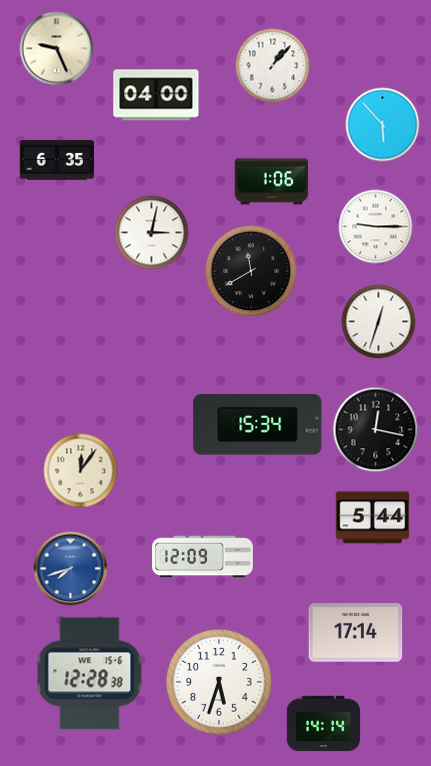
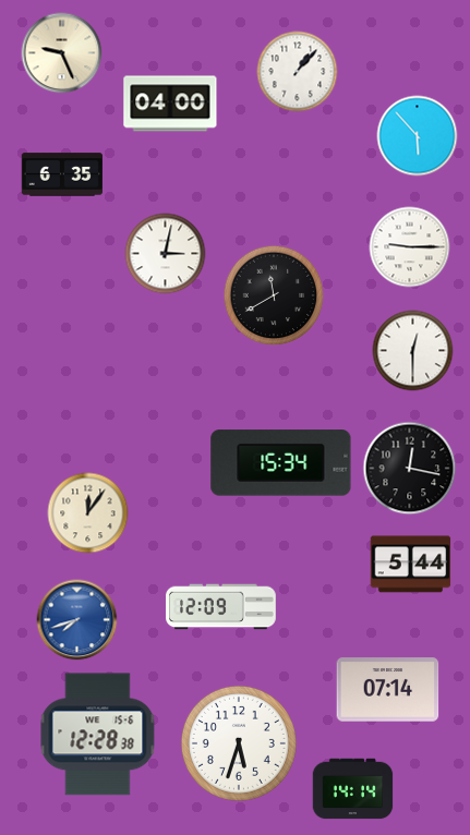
clock at (272, 182): 1:06 -> none
clock at (379, 322): 12:33 -> 12:30
clock at (373, 518) position: (373, 518) -> (411, 565)
clock at (356, 633): 17:14 -> 07:14
